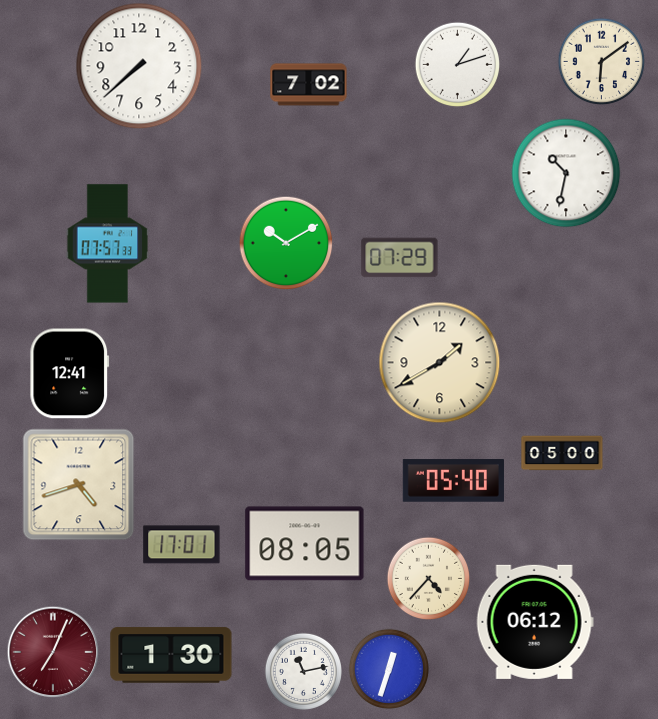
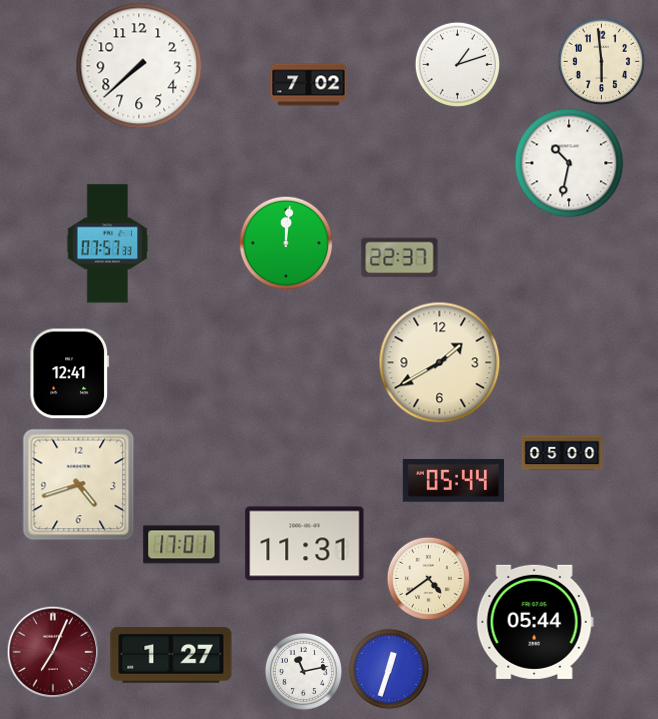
clock at (601, 61): 6:09 -> 5:59
clock at (566, 173) position: (566, 173) -> (569, 163)
clock at (286, 243): 10:10 -> 12:01
clock at (400, 258): 07:29 -> 22:37
clock at (453, 481): 05:40 -> 05:44
clock at (305, 544): 08:05 -> 11:31
clock at (428, 578): 4:37 -> 4:39
clock at (535, 622): 06:12 -> 05:44
clock at (171, 655): 1:30 -> 1:27
